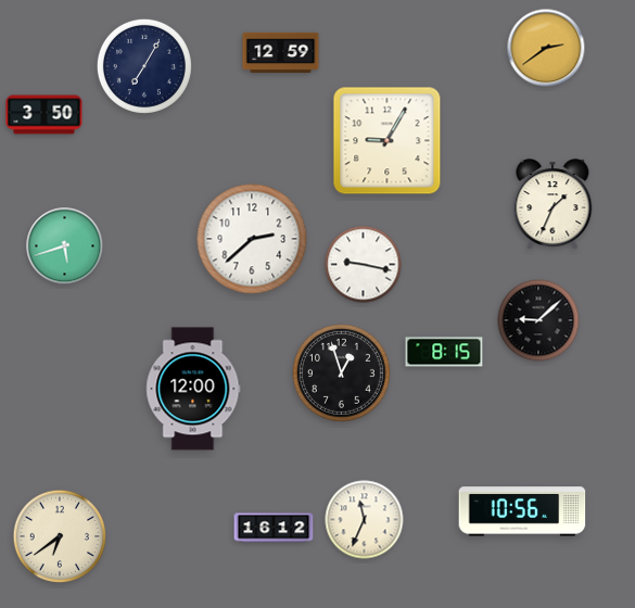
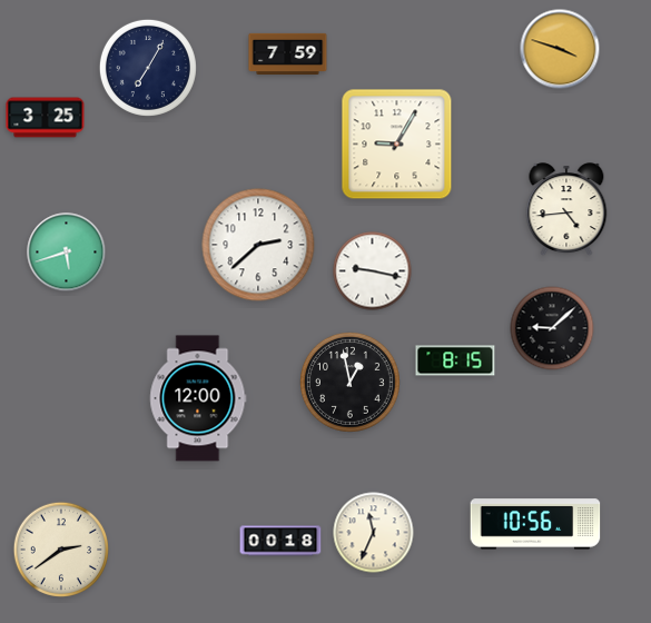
clock at (546, 48): 2:39 -> 3:48
clock at (281, 52): 12:59 -> 7:59
clock at (45, 115): 3:50 -> 3:25
clock at (553, 205): 1:34 -> 4:44
clock at (342, 373): 12:57 -> 12:58
clock at (274, 528): 16:12 -> 00:18
clock at (59, 535): 6:39 -> 2:39
